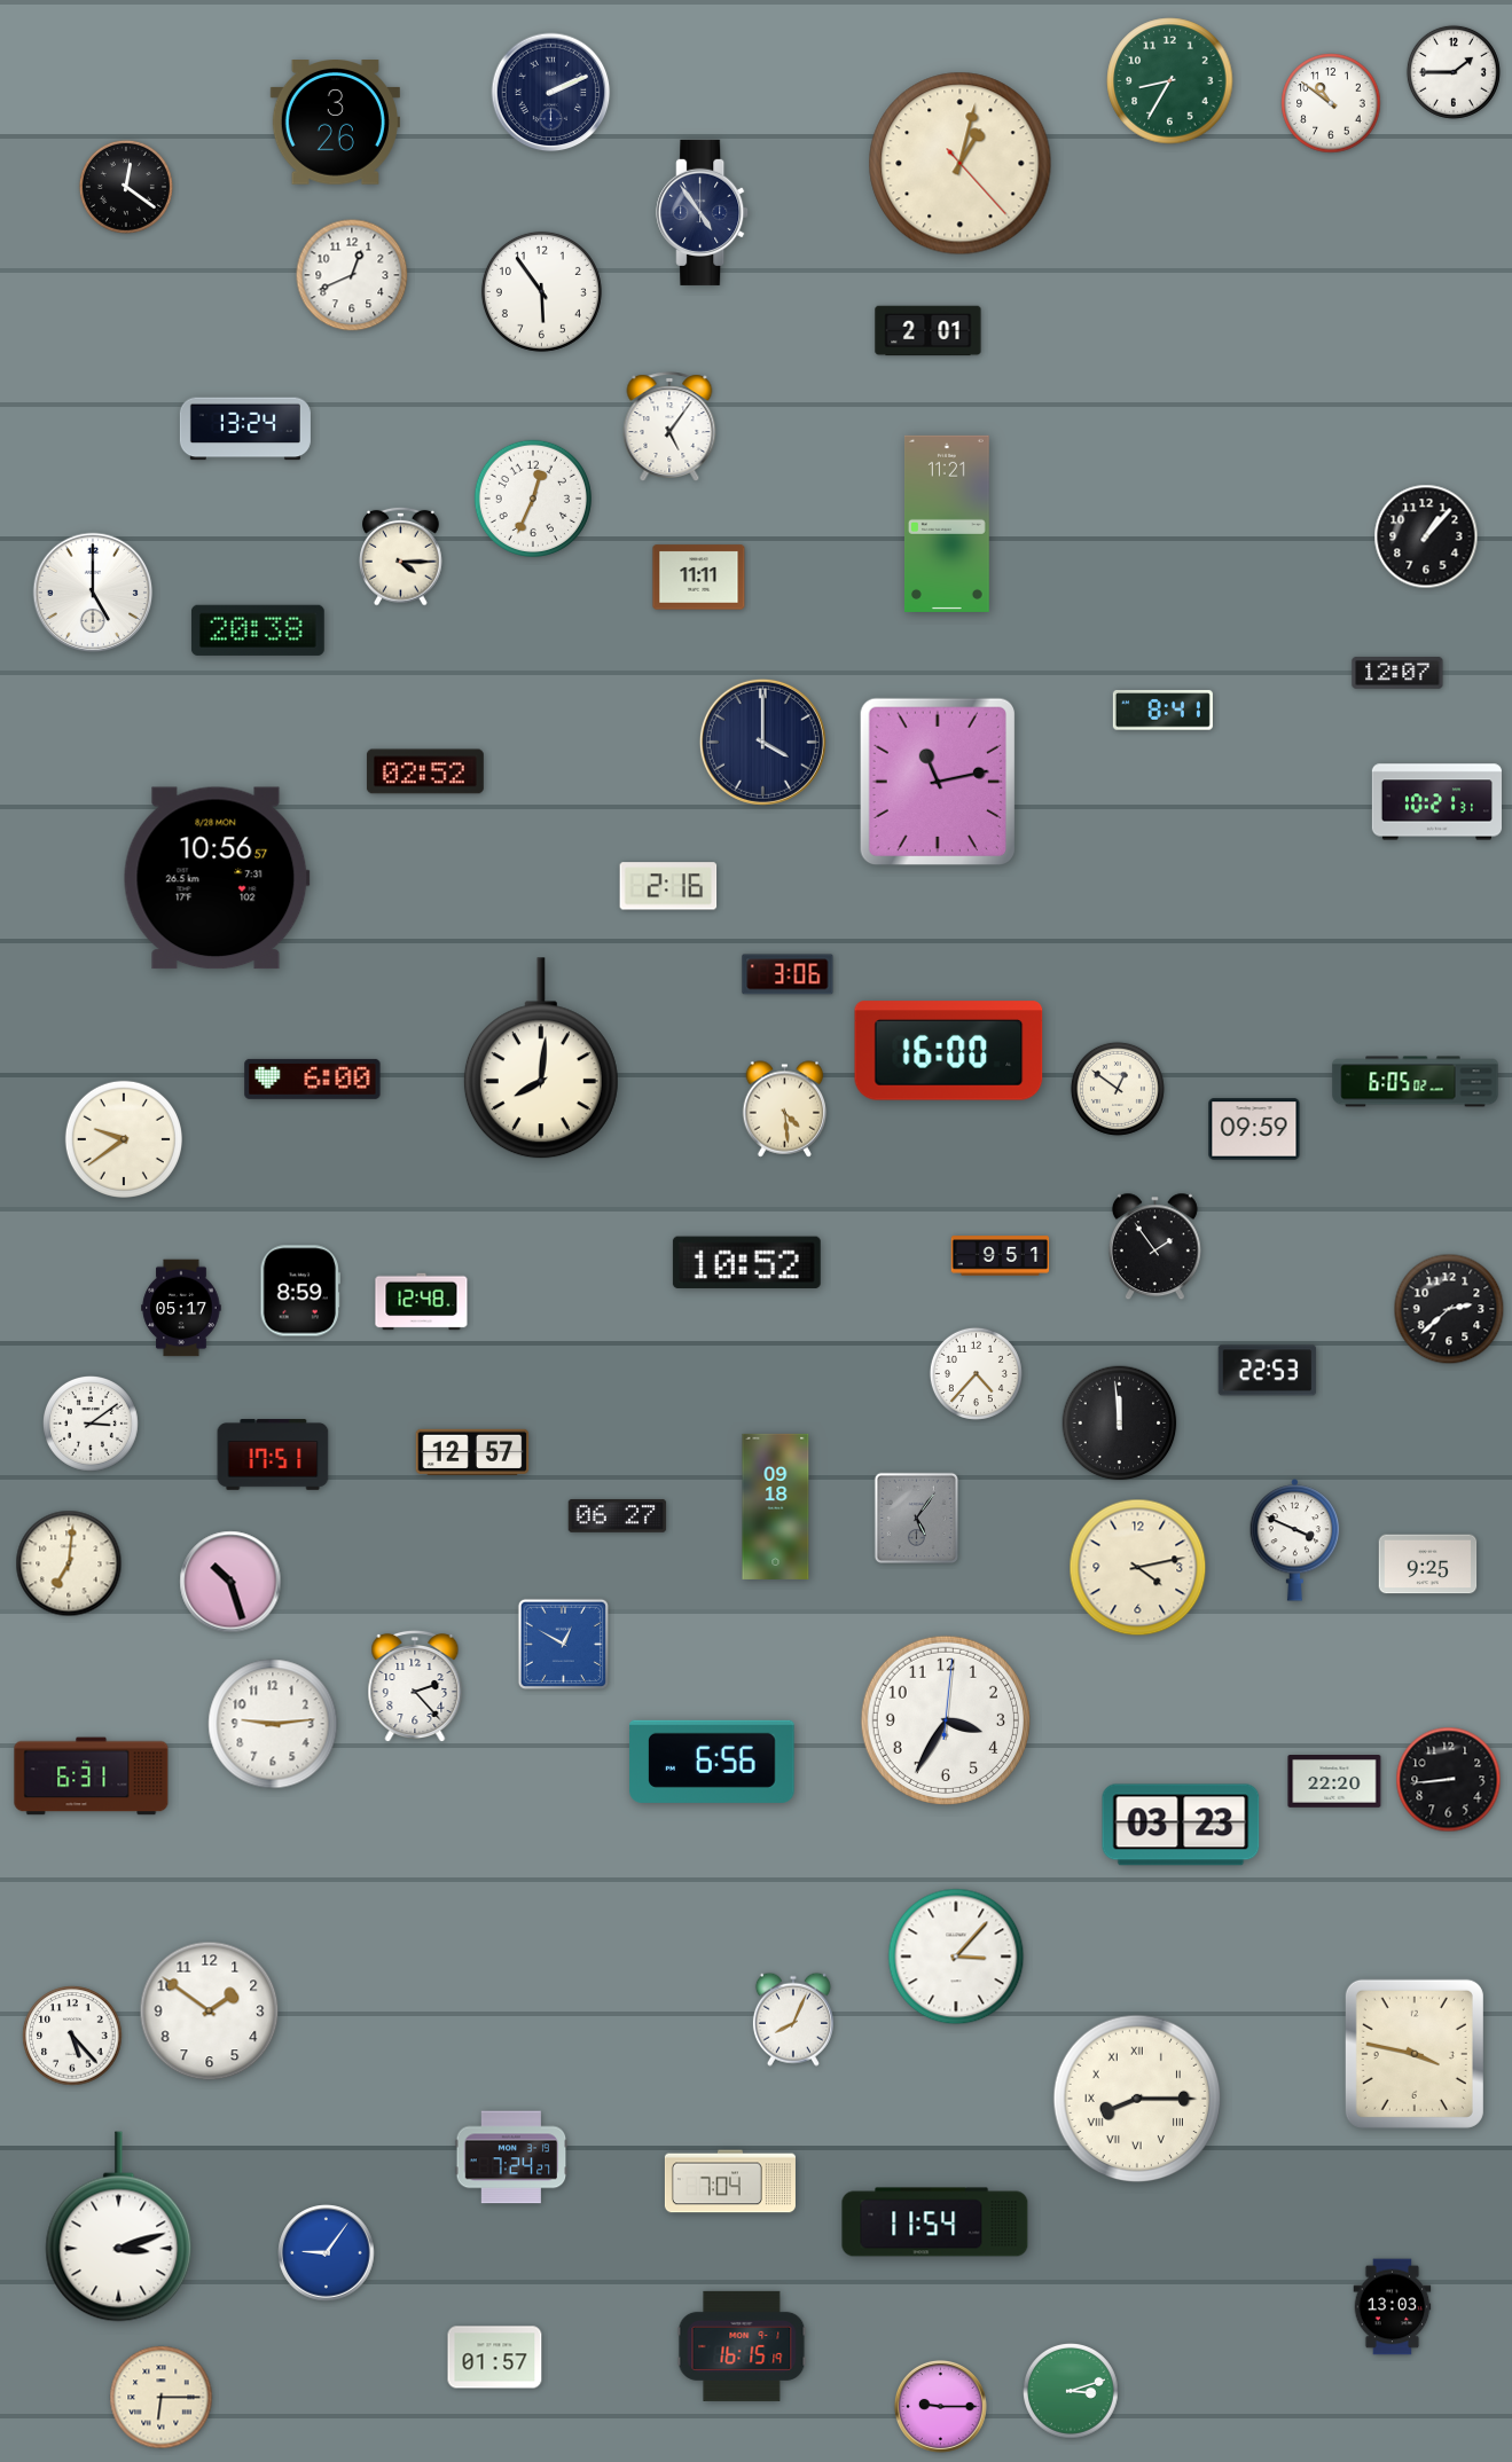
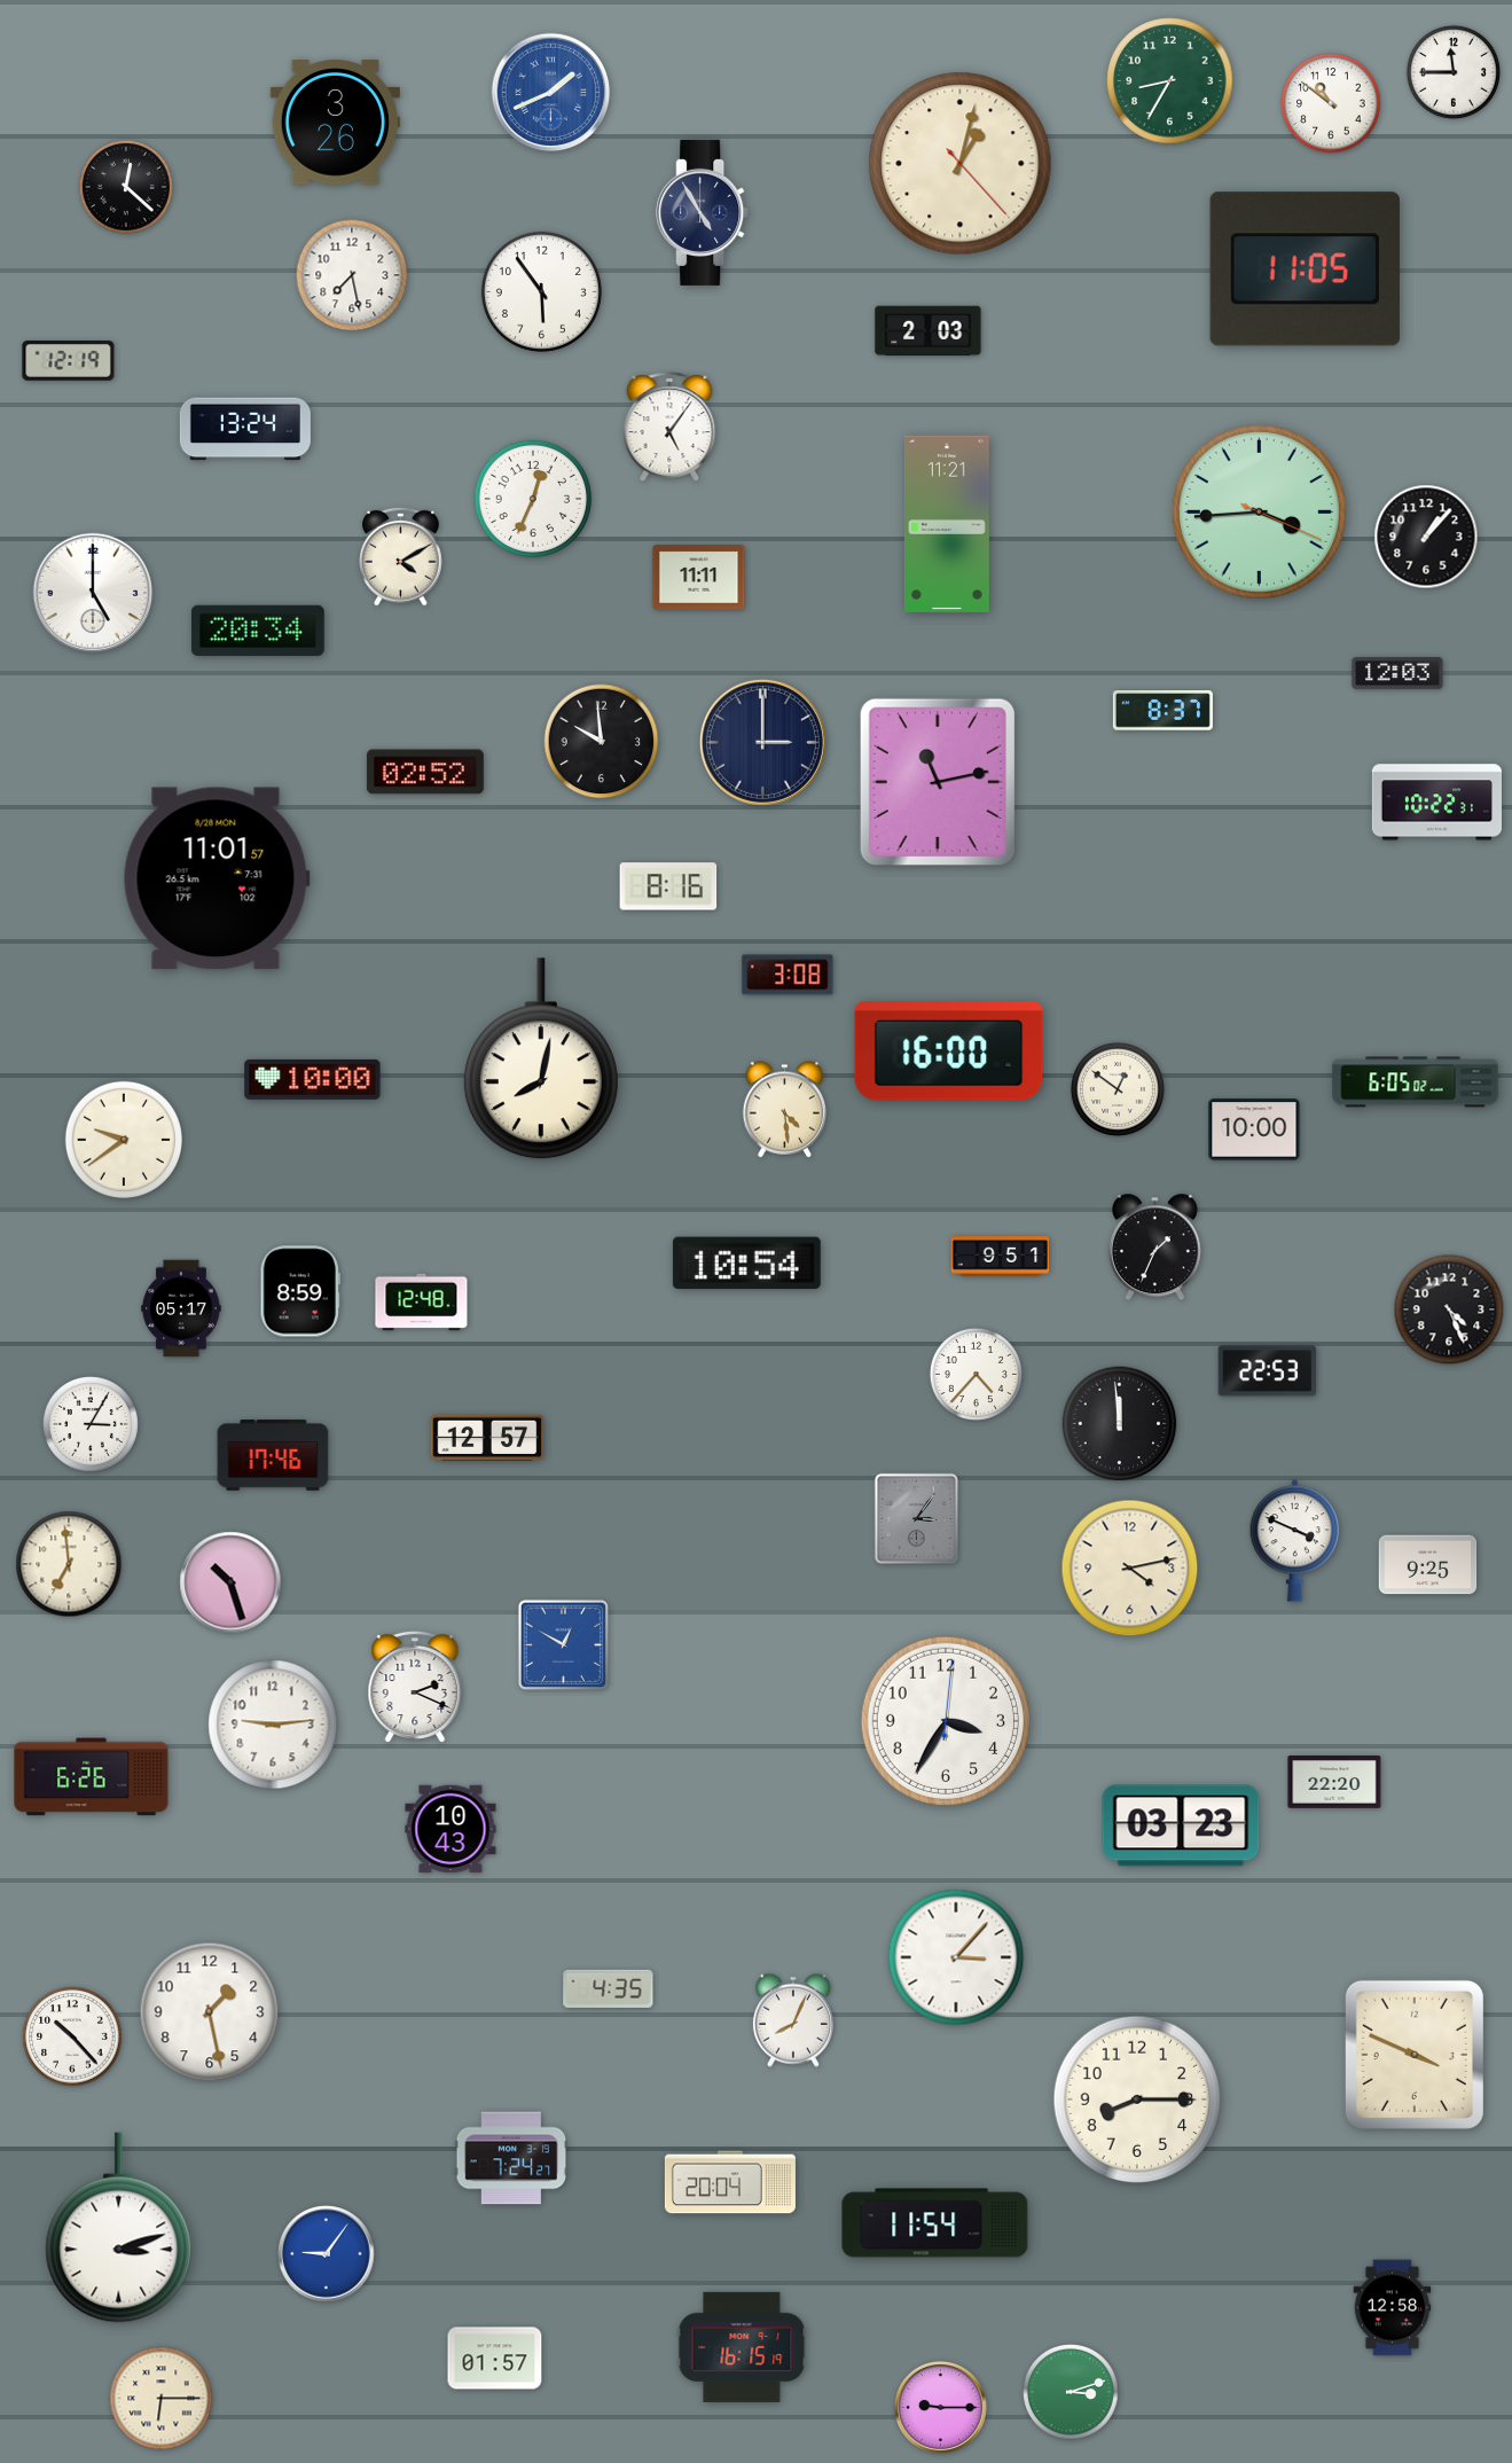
clock at (1454, 72): 1:45 -> 11:45
clock at (551, 93): 2:11 -> 1:41
clock at (551, 93) dial: navy -> blue
clock at (126, 187): 12:21 -> 12:22
clock at (703, 212): 4:54 -> 4:55
clock at (1305, 269): none -> 11:05
clock at (352, 275): 12:41 -> 7:28
clock at (929, 331): 2:01 -> 2:03
clock at (69, 361): none -> 12:19
clock at (1259, 511): none -> 3:44
clock at (401, 556): 4:15 -> 4:10
clock at (258, 630): 20:38 -> 20:34
clock at (1397, 673): 12:07 -> 12:03
clock at (1162, 711): 8:41 -> 8:37
clock at (602, 742): none -> 9:59
clock at (762, 742): 4:00 -> 3:00
clock at (1436, 802): 10:21 -> 10:22
clock at (217, 878): 10:56 -> 11:01
clock at (668, 886): 2:16 -> 8:16
clock at (788, 974): 3:06 -> 3:08
clock at (541, 1059): 8:01 -> 8:02
clock at (313, 1079): 6:00 -> 10:00
clock at (1254, 1129): 09:59 -> 10:00
clock at (1154, 1247): 1:54 -> 1:34
clock at (746, 1263): 10:52 -> 10:54
clock at (1449, 1309): 2:38 -> 4:26
clock at (92, 1425): 3:09 -> 3:05
clock at (472, 1451) position: (472, 1451) -> (487, 1437)
clock at (273, 1455): 17:51 -> 17:46
clock at (776, 1506): 09:18 -> none
clock at (618, 1515): 06:27 -> none
clock at (916, 1519): 5:06 -> 3:06
clock at (69, 1563): 7:01 -> 6:59
clock at (1138, 1568) position: (1138, 1568) -> (1130, 1569)
clock at (415, 1685): 2:23 -> 2:19
clock at (712, 1762): 6:56 -> none
clock at (92, 1777): 6:31 -> 6:26
clock at (1449, 1780): 8:44 -> none
clock at (451, 1829): none -> 10:43
clock at (609, 1988): none -> 4:35
clock at (210, 2012): 1:51 -> 1:28
clock at (72, 2036): 5:23 -> 10:23
clock at (1415, 2054): 3:47 -> 3:49
clock at (1137, 2099) numerals: Roman -> Arabic
clock at (730, 2181): 7:04 -> 20:04
clock at (1393, 2307): 13:03 -> 12:58
